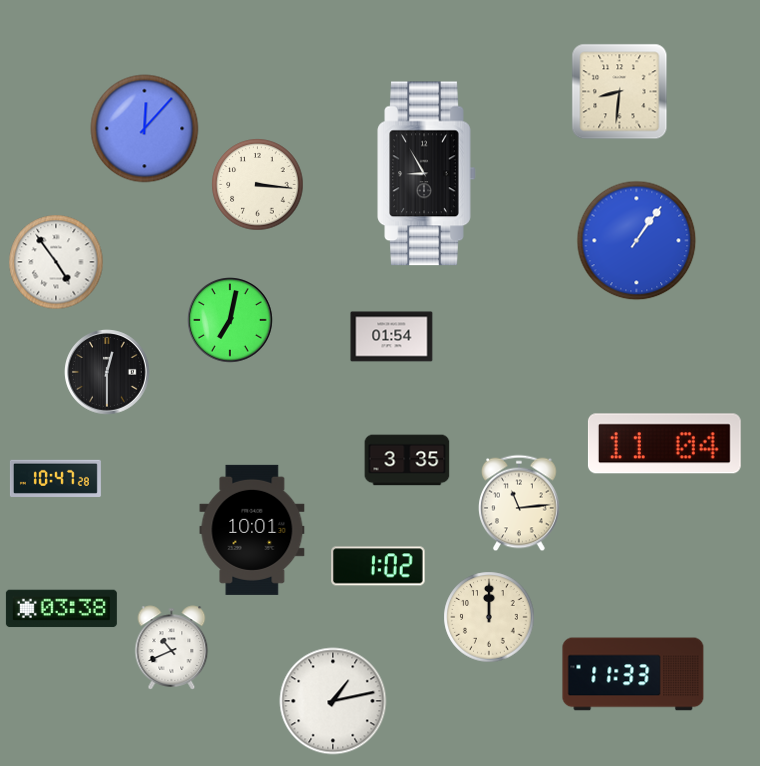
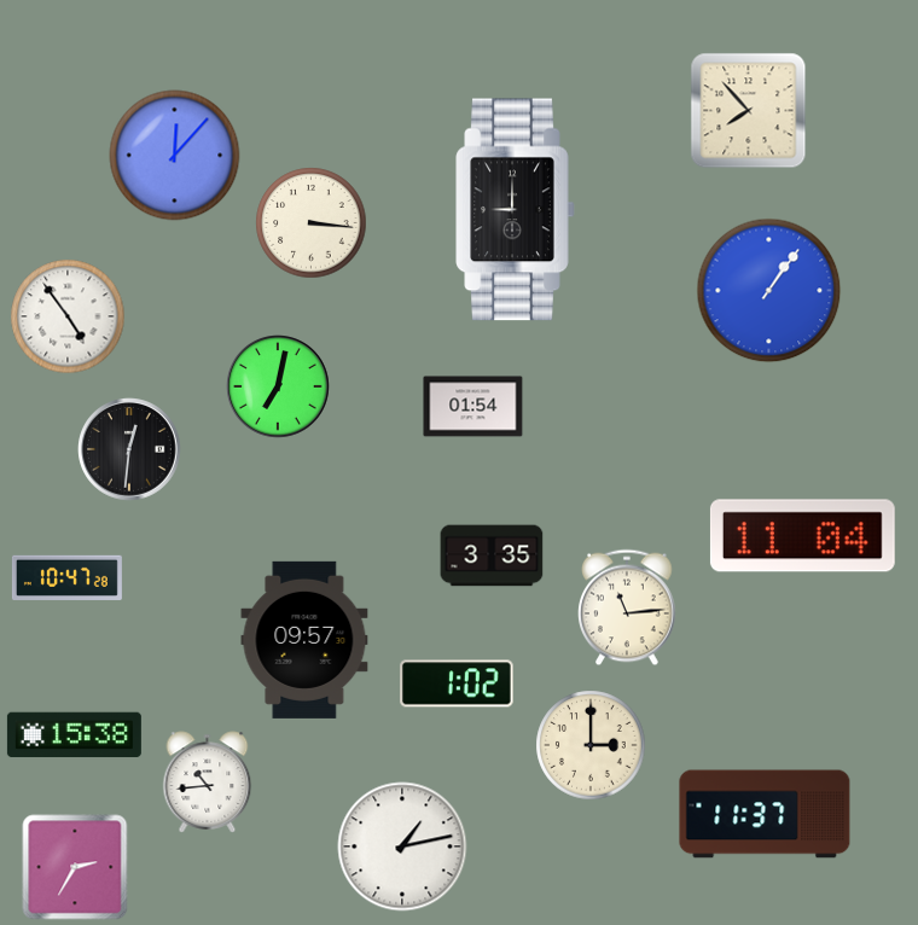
clock at (620, 92): 8:31 -> 7:53
clock at (427, 174): 8:55 -> 9:00
clock at (107, 372): 12:30 -> 12:31
clock at (252, 530): 10:01 -> 09:57
clock at (61, 609): 03:38 -> 15:38
clock at (489, 617): 12:00 -> 3:00
clock at (172, 648): 10:41 -> 10:44
clock at (633, 674): 11:33 -> 11:37
clock at (75, 867): none -> 2:35
